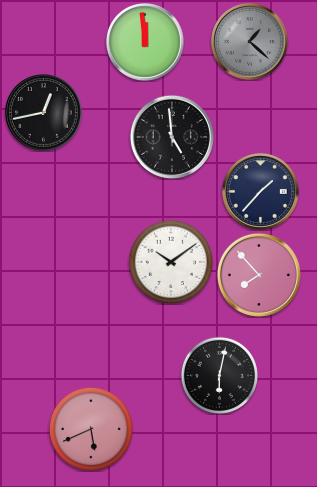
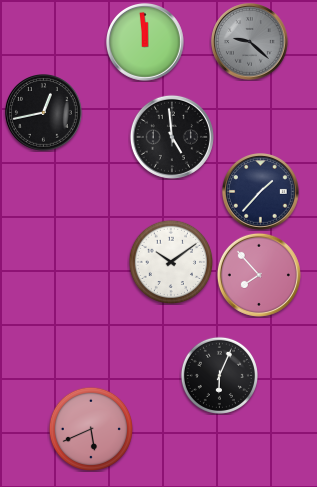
clock at (250, 42): 1:22 -> 9:22
clock at (219, 375): 6:02 -> 6:04
